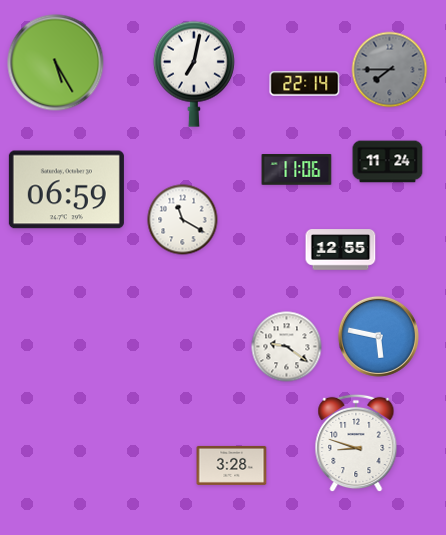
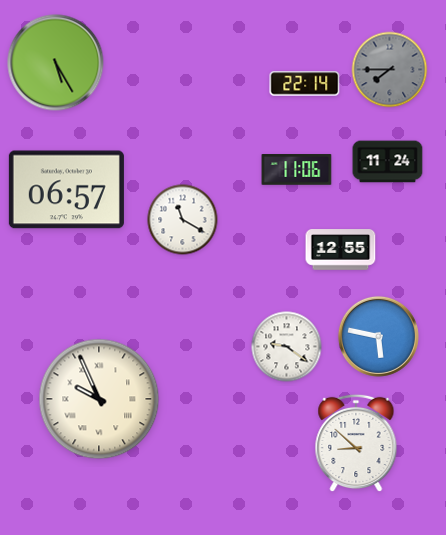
clock at (194, 74): 7:02 -> none
clock at (66, 190): 06:59 -> 06:57
clock at (99, 399): none -> 9:56
clock at (356, 443): 8:48 -> 8:52
clock at (232, 465): 3:28 -> none
